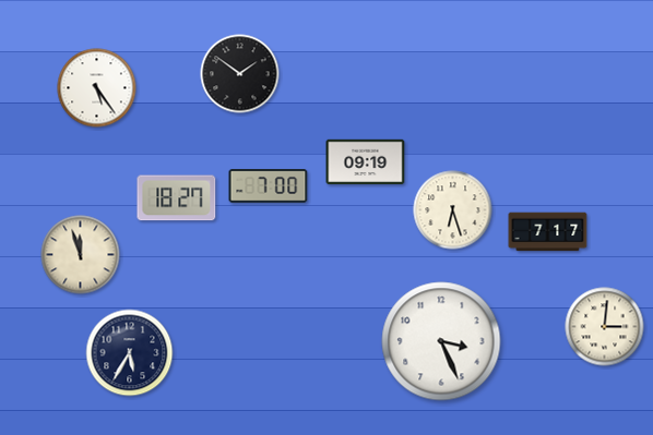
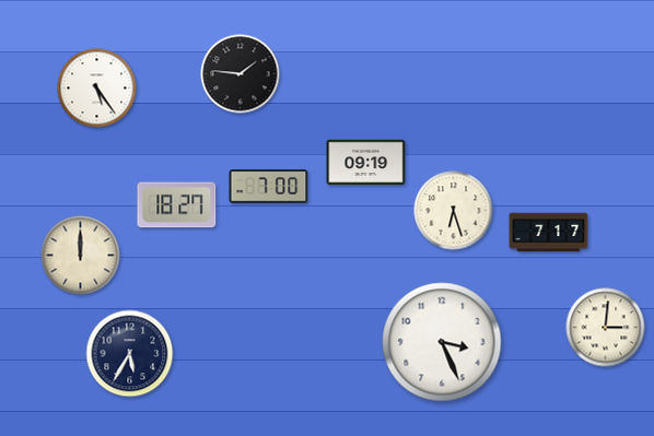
clock at (240, 74): 1:51 -> 1:46
clock at (177, 198) position: (177, 198) -> (177, 205)
clock at (81, 255): 11:57 -> 12:00
